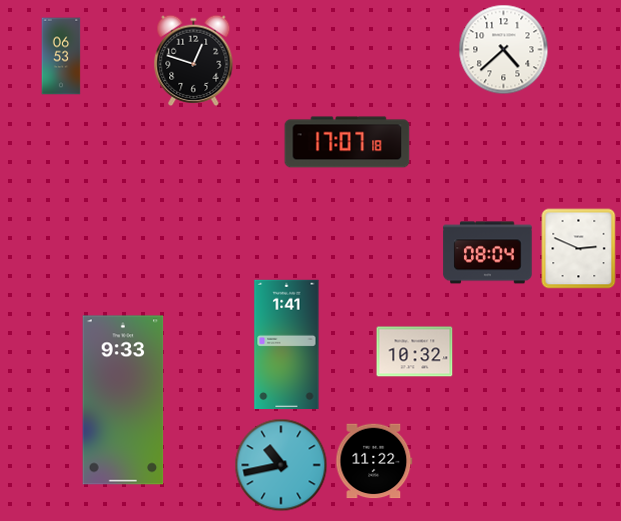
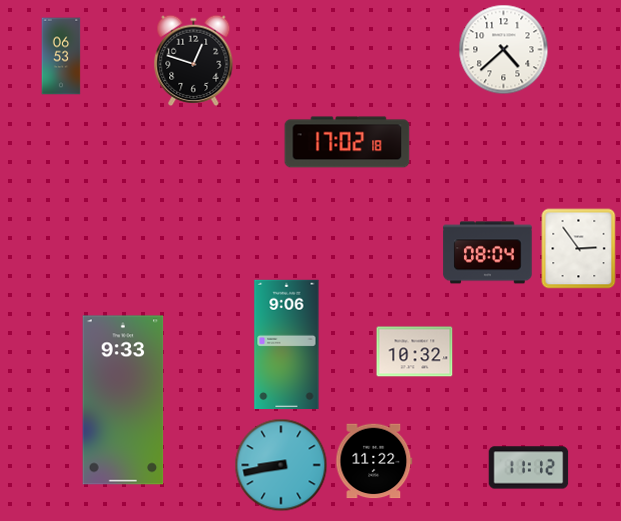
clock at (347, 142): 17:07 -> 17:02
clock at (579, 249): 2:49 -> 2:54
clock at (287, 344): 1:41 -> 9:06
clock at (281, 465): 10:43 -> 8:43
clock at (529, 468): none -> 11:12
